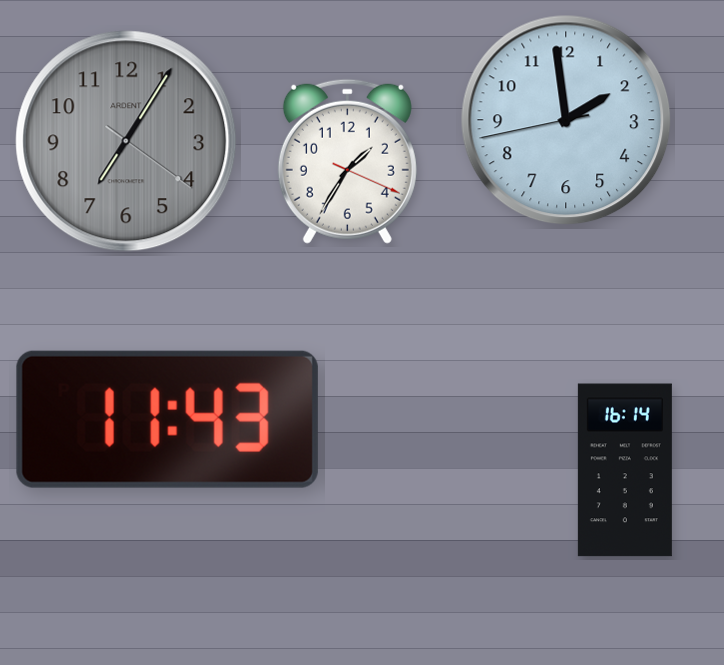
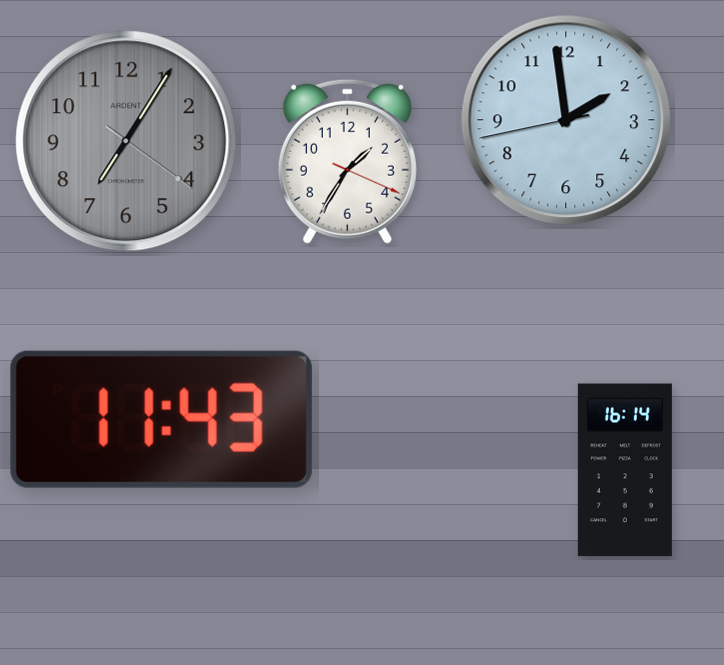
clock at (167, 419) position: (167, 419) -> (161, 419)
